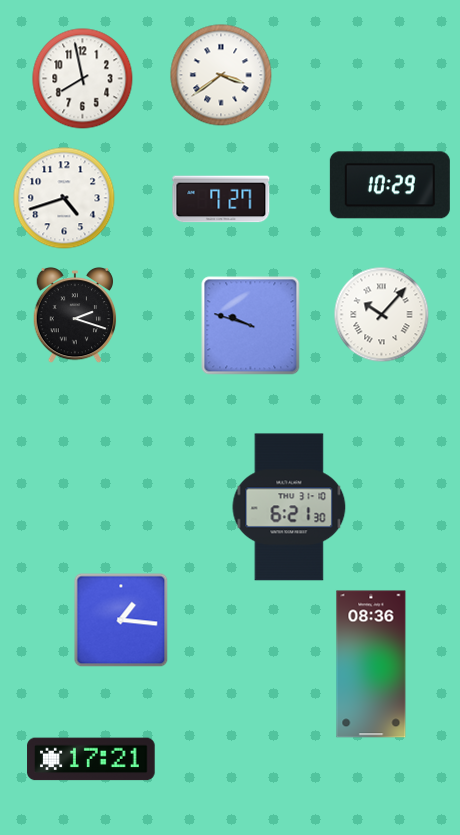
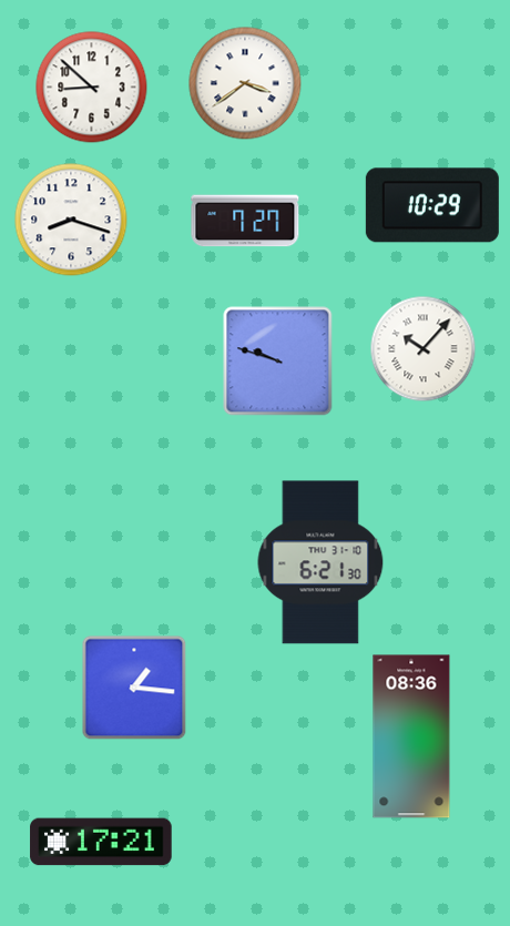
clock at (83, 79): 7:58 -> 8:52
clock at (64, 198): 4:42 -> 8:18
clock at (75, 315): 2:18 -> none
